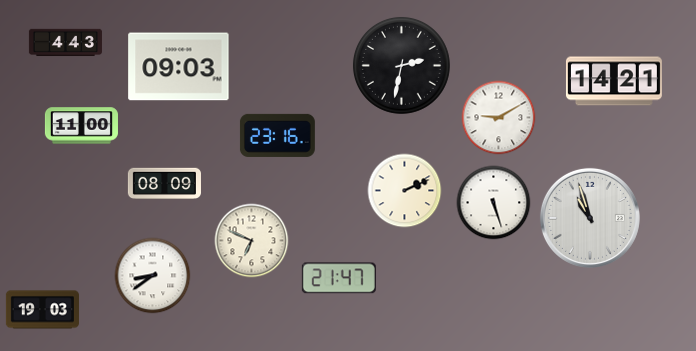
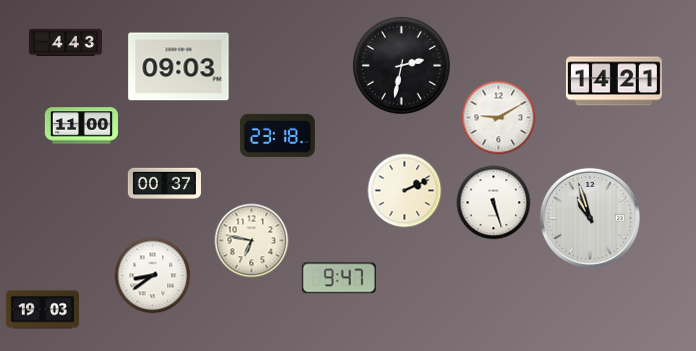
clock at (277, 135): 23:16 -> 23:18
clock at (164, 183): 08:09 -> 00:37
clock at (252, 241): 6:49 -> 6:47
clock at (339, 278): 21:47 -> 9:47
